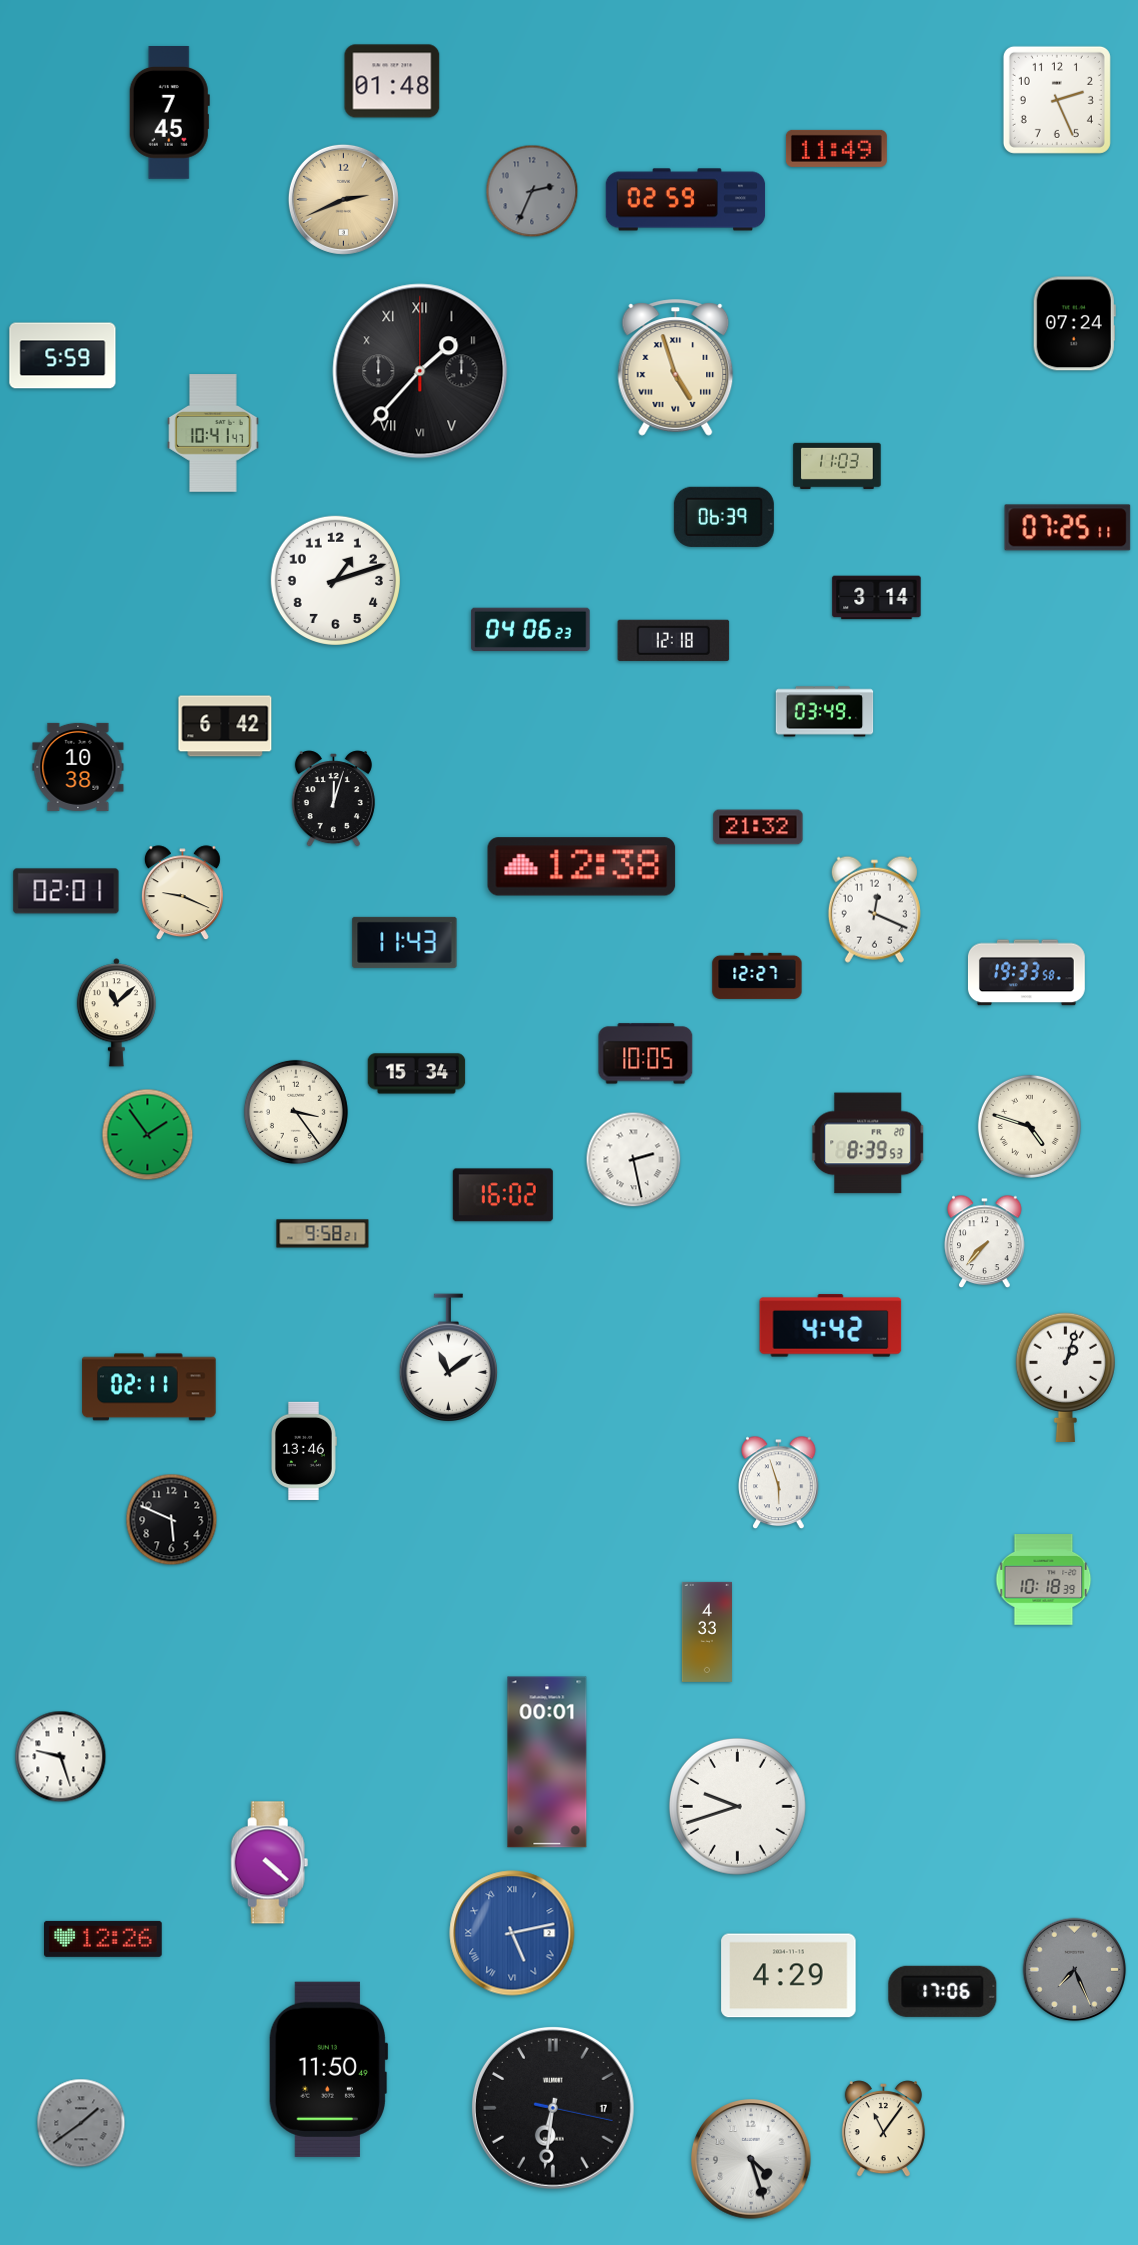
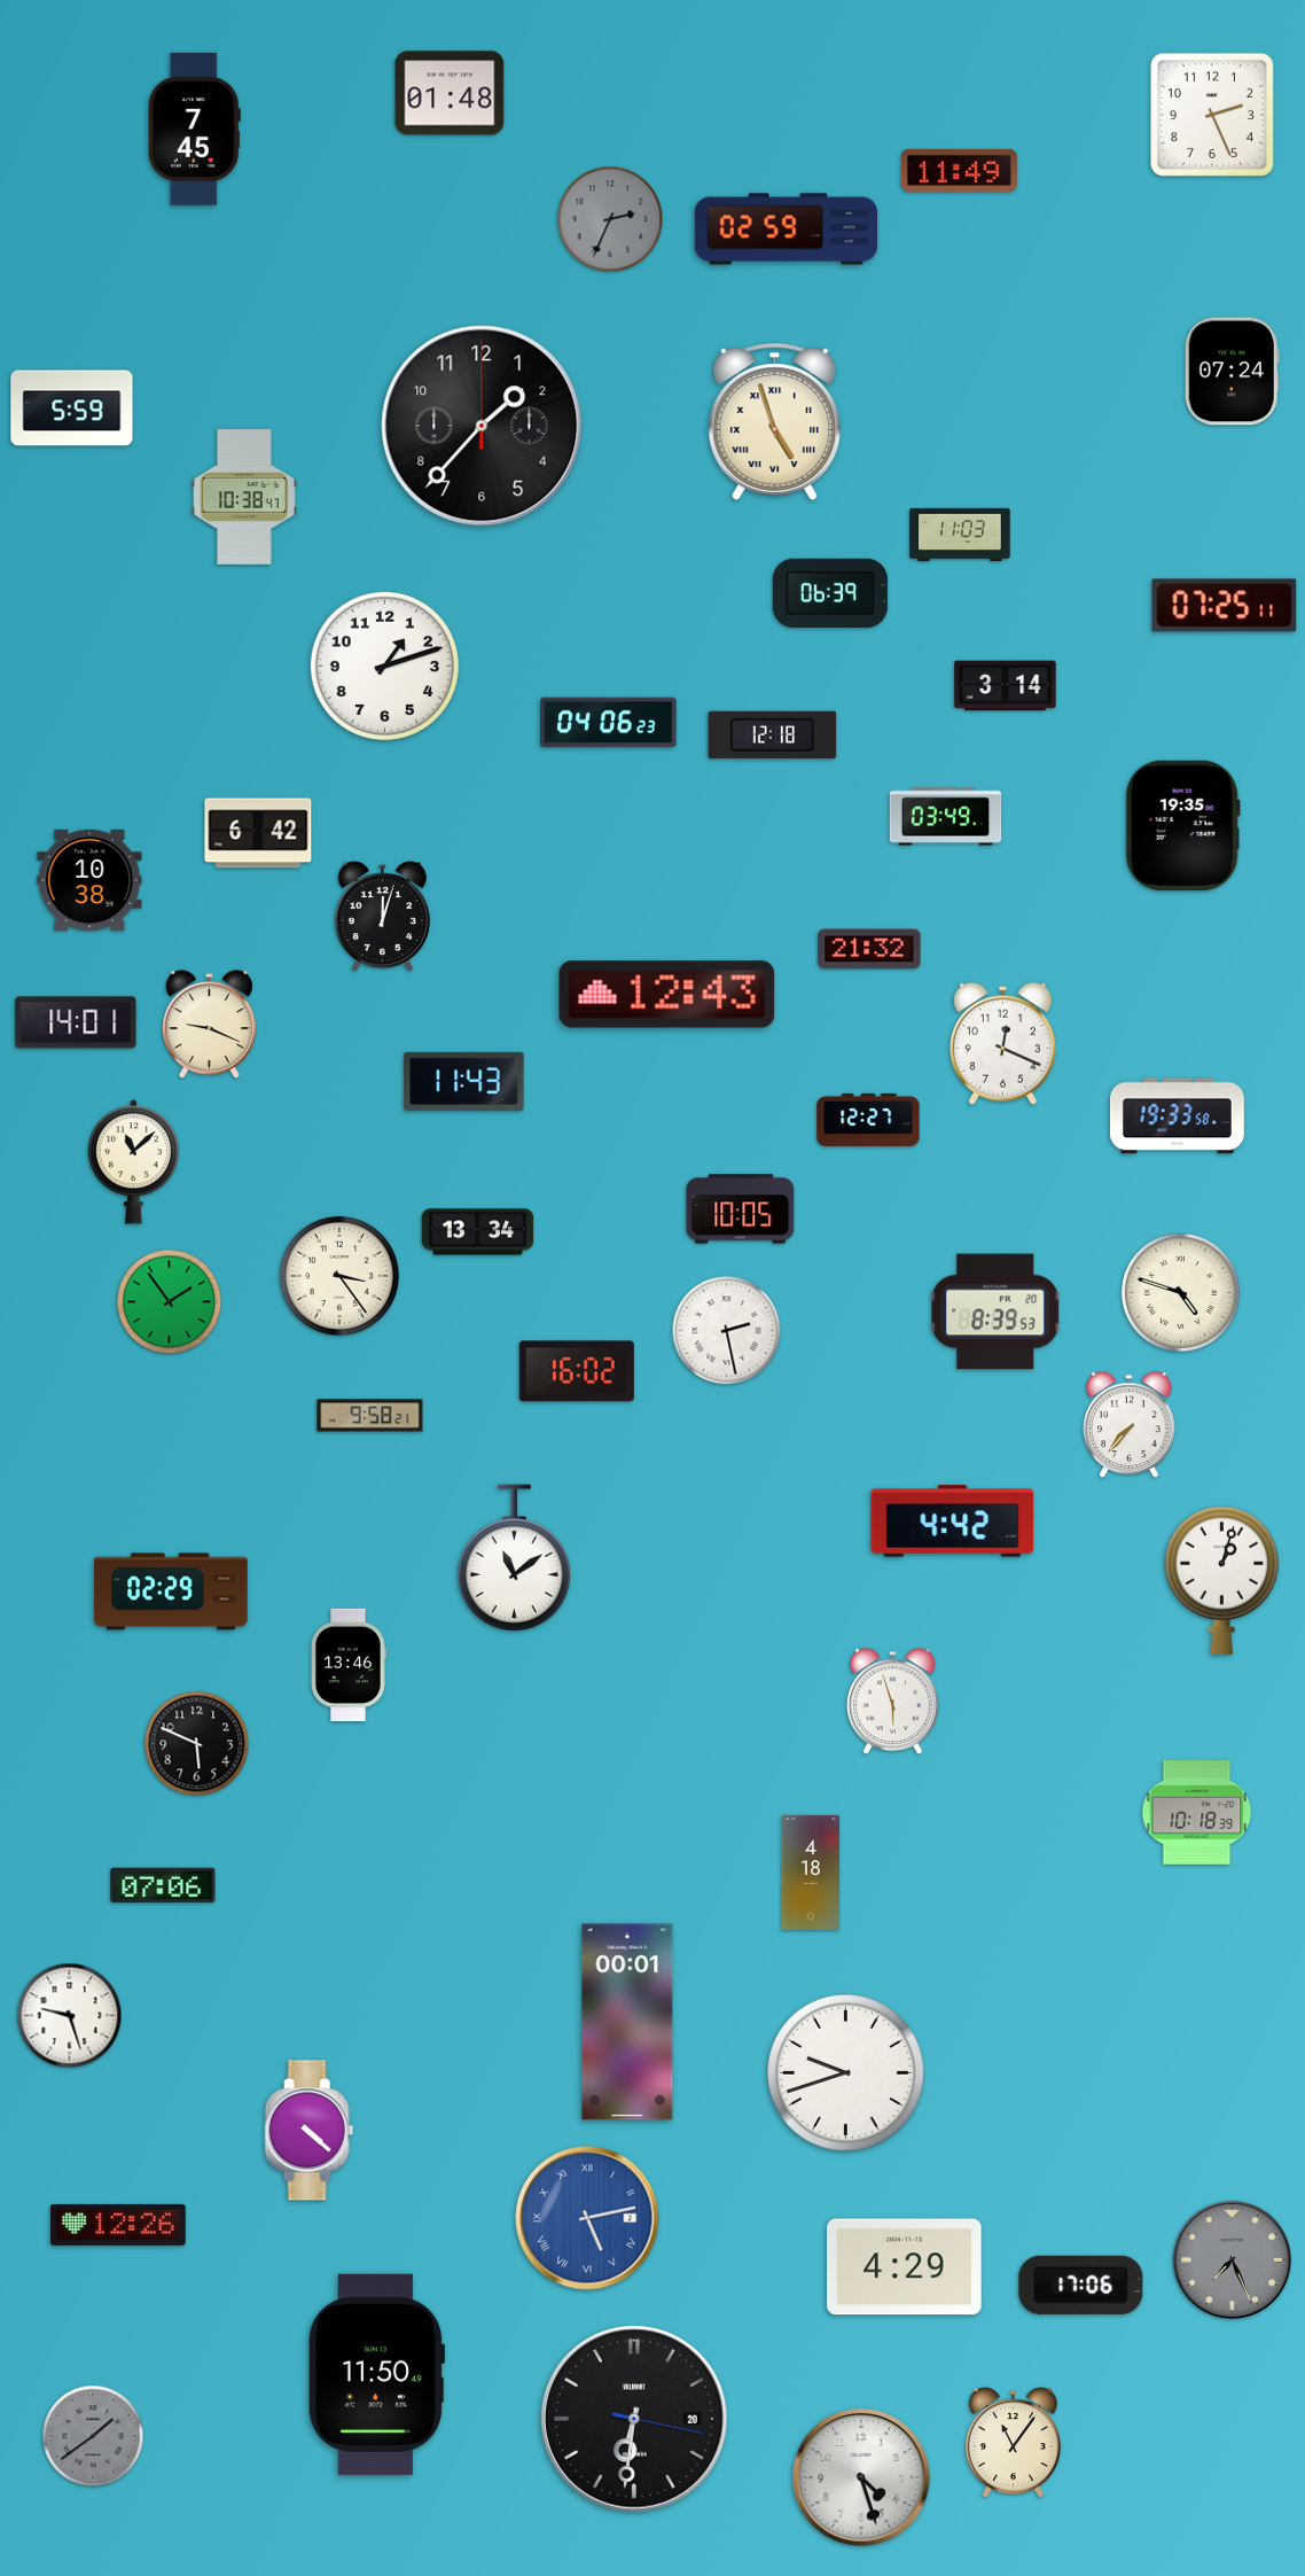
clock at (343, 199): 2:41 -> none
clock at (420, 371) numerals: Roman -> Arabic
clock at (213, 433): 10:41 -> 10:38
clock at (1182, 825): none -> 19:35
clock at (582, 867): 12:38 -> 12:43
clock at (66, 891): 02:01 -> 14:01
clock at (417, 1074): 15:34 -> 13:34
clock at (149, 1387): 02:11 -> 02:29
clock at (706, 1632): 4:33 -> 4:18
clock at (163, 1885): none -> 07:06
clock at (270, 1863) position: (270, 1863) -> (310, 2131)
clock at (554, 2109) date: 17 -> 20
